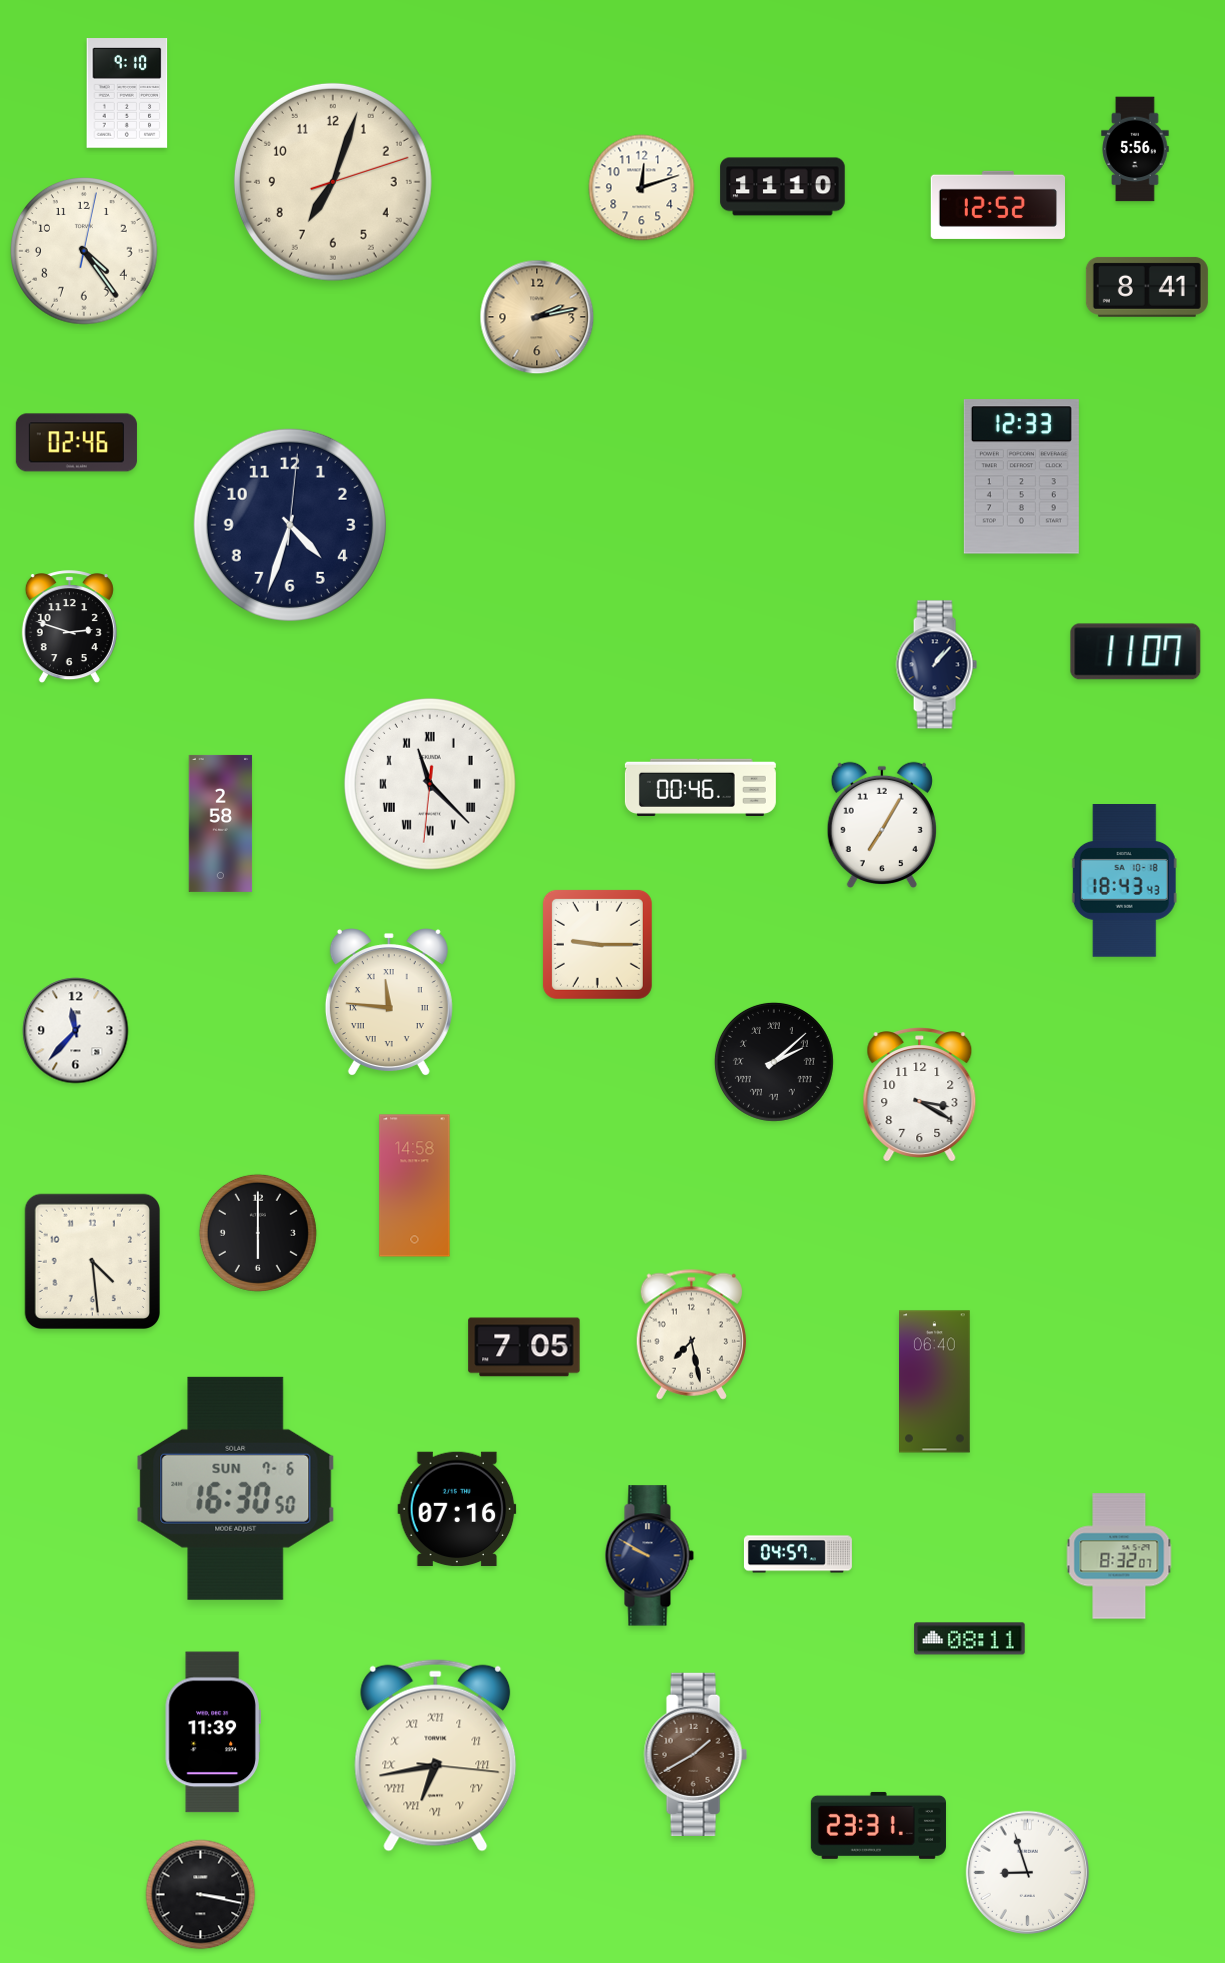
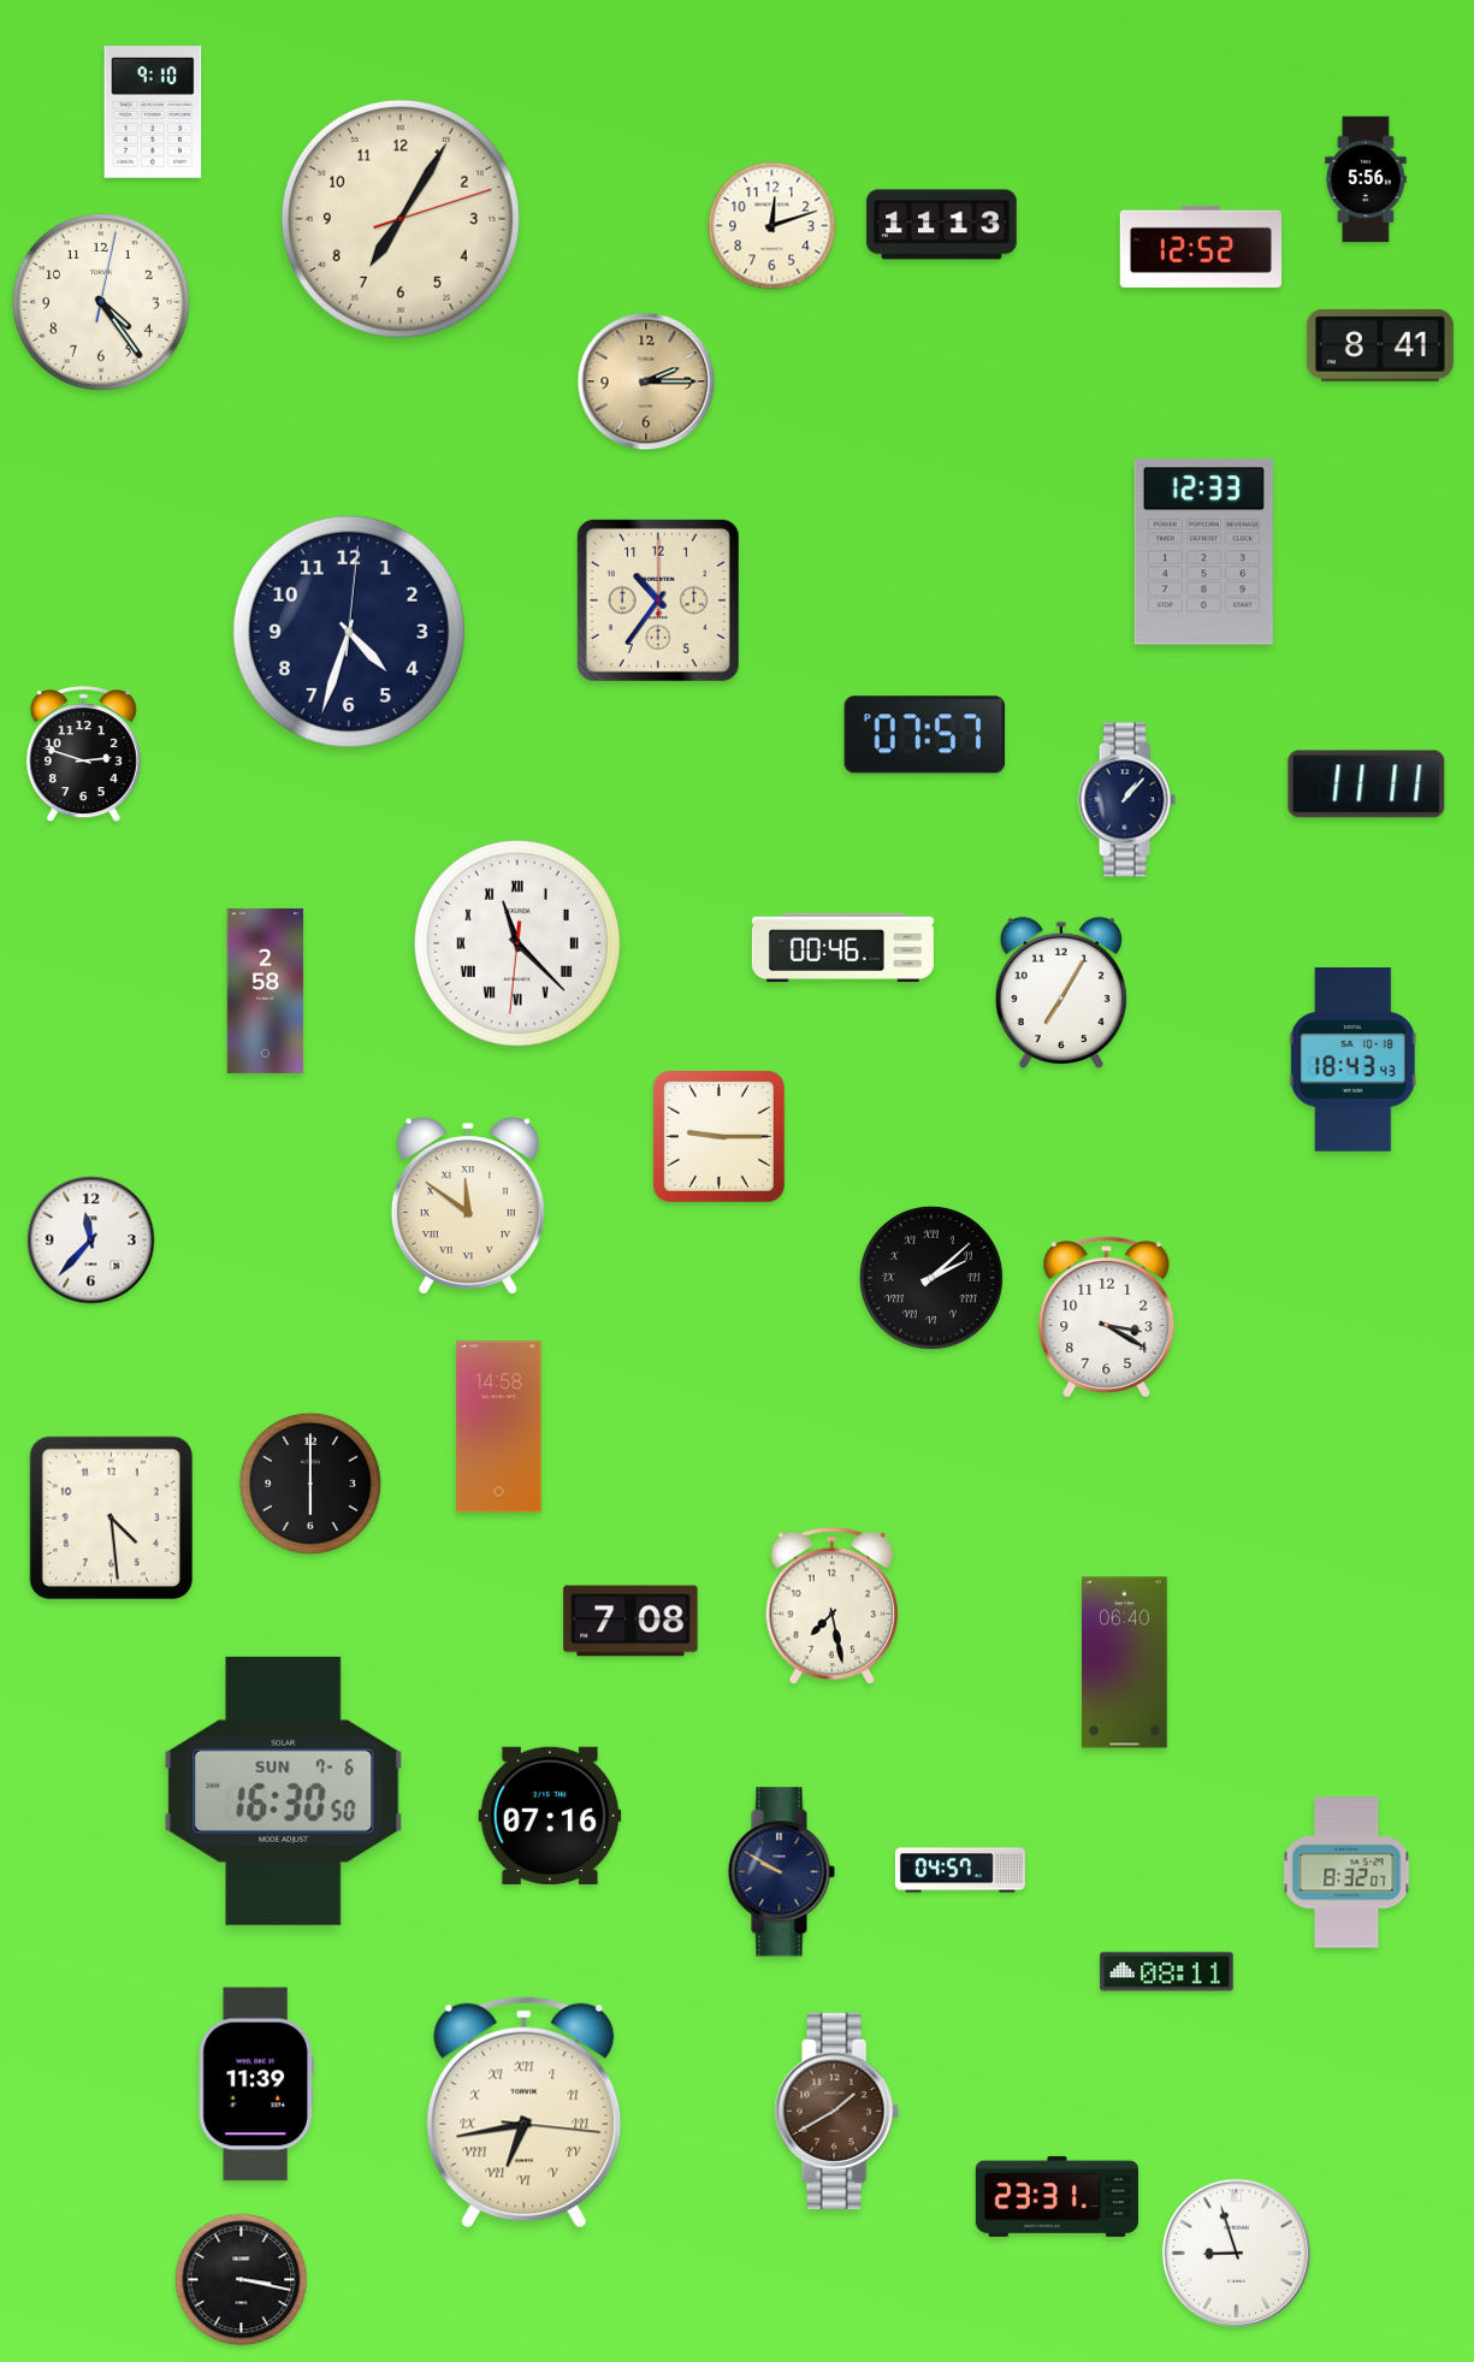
clock at (333, 182): 7:03 -> 7:05
clock at (783, 187): 11:10 -> 11:13
clock at (537, 317): 2:13 -> 2:15
clock at (76, 443): 02:46 -> none
clock at (1021, 477) position: (1021, 477) -> (1203, 552)
clock at (658, 600): none -> 10:36
clock at (925, 735): none -> 07:57
clock at (1136, 652): 11:07 -> 11:11
clock at (389, 1002): 11:46 -> 11:51
clock at (524, 1347): 7:05 -> 7:08
